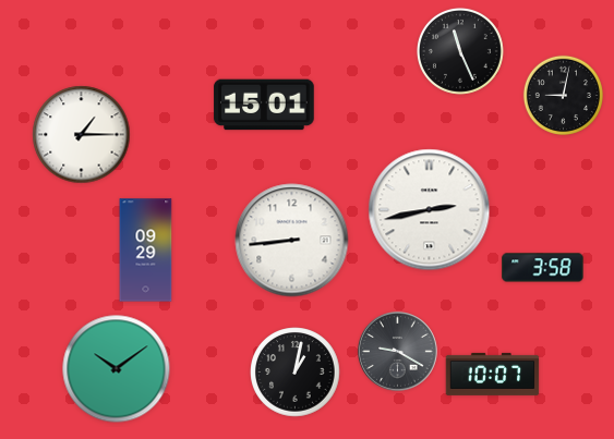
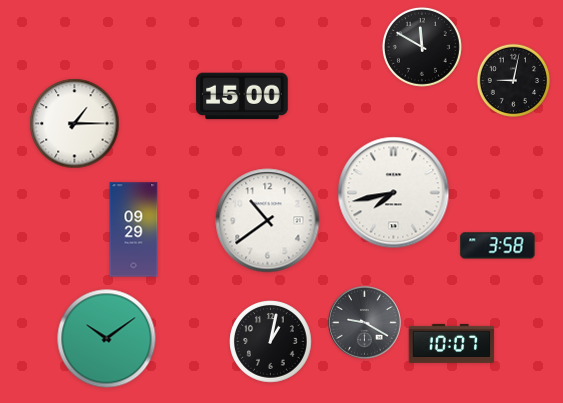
clock at (460, 51): 11:26 -> 11:50
clock at (563, 95) position: (563, 95) -> (513, 80)
clock at (264, 105): 15:01 -> 15:00
clock at (430, 210): 2:43 -> 7:43
clock at (292, 241): 8:44 -> 10:39
